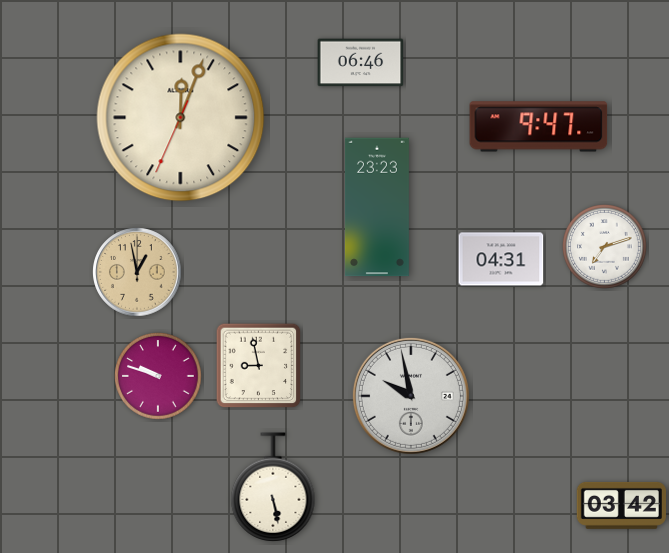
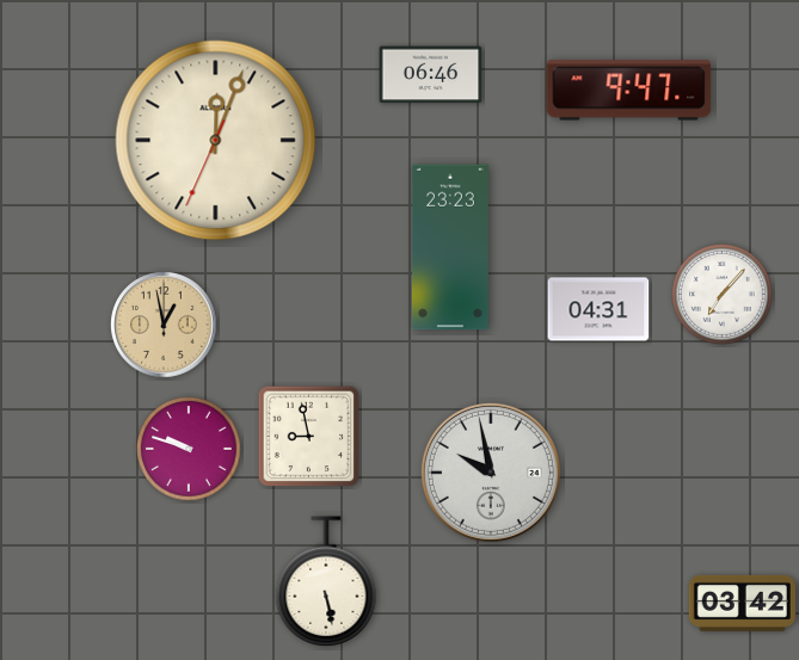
clock at (539, 127) position: (539, 127) -> (629, 91)
clock at (605, 247): 7:12 -> 7:07
